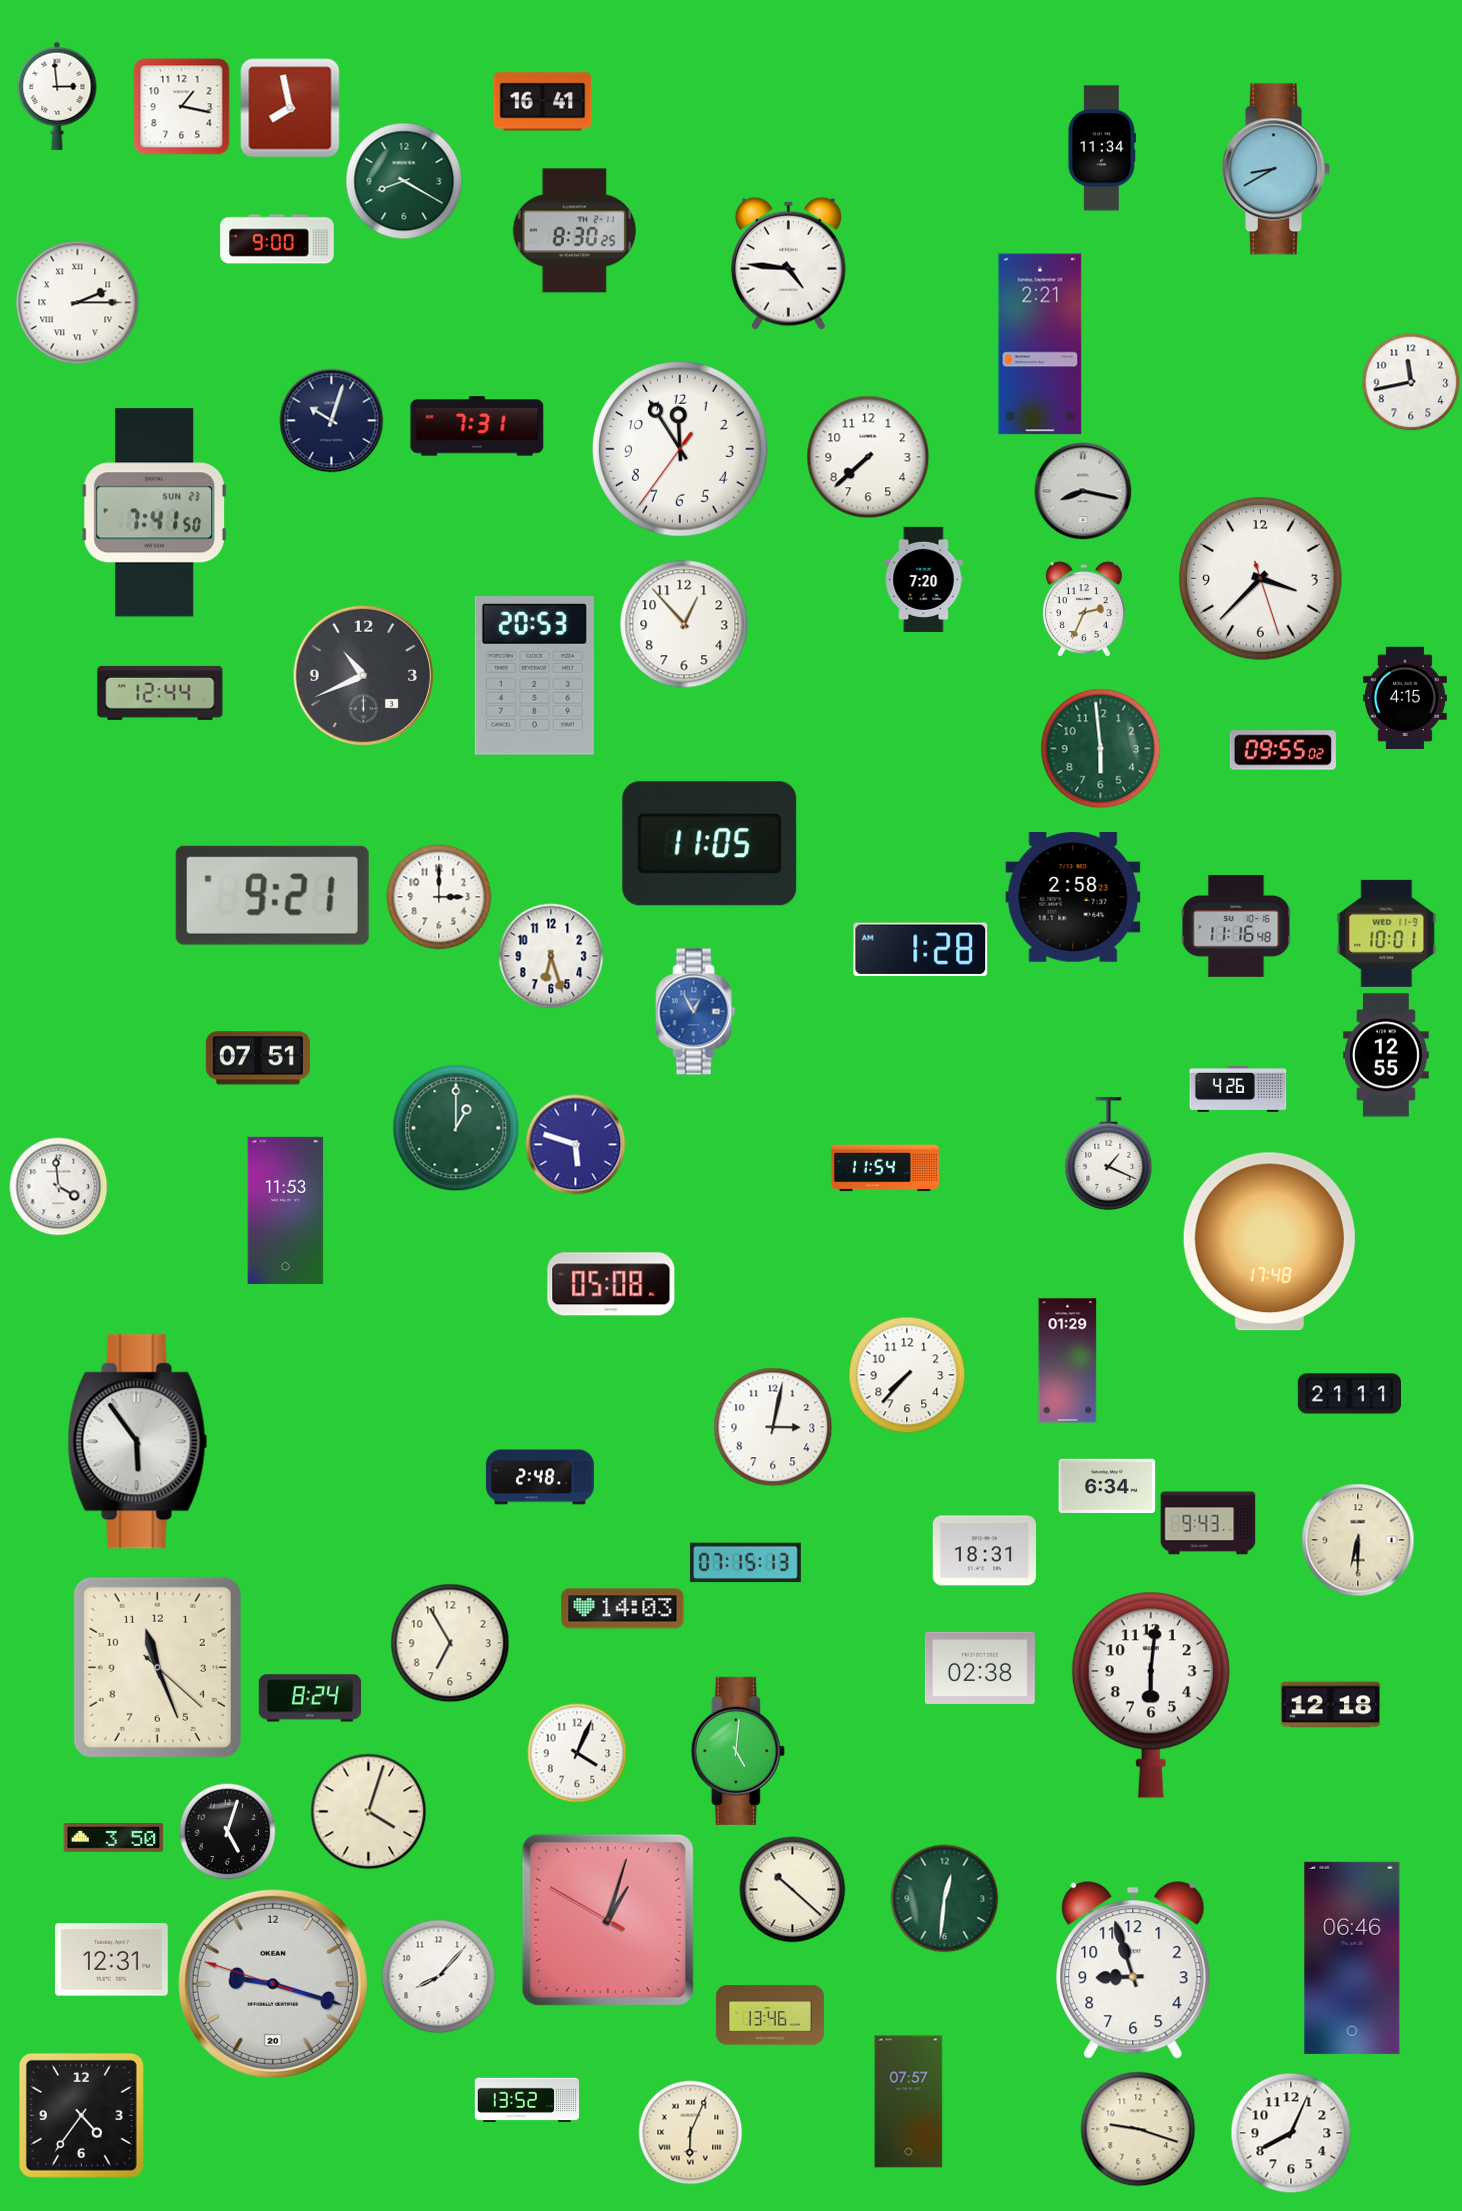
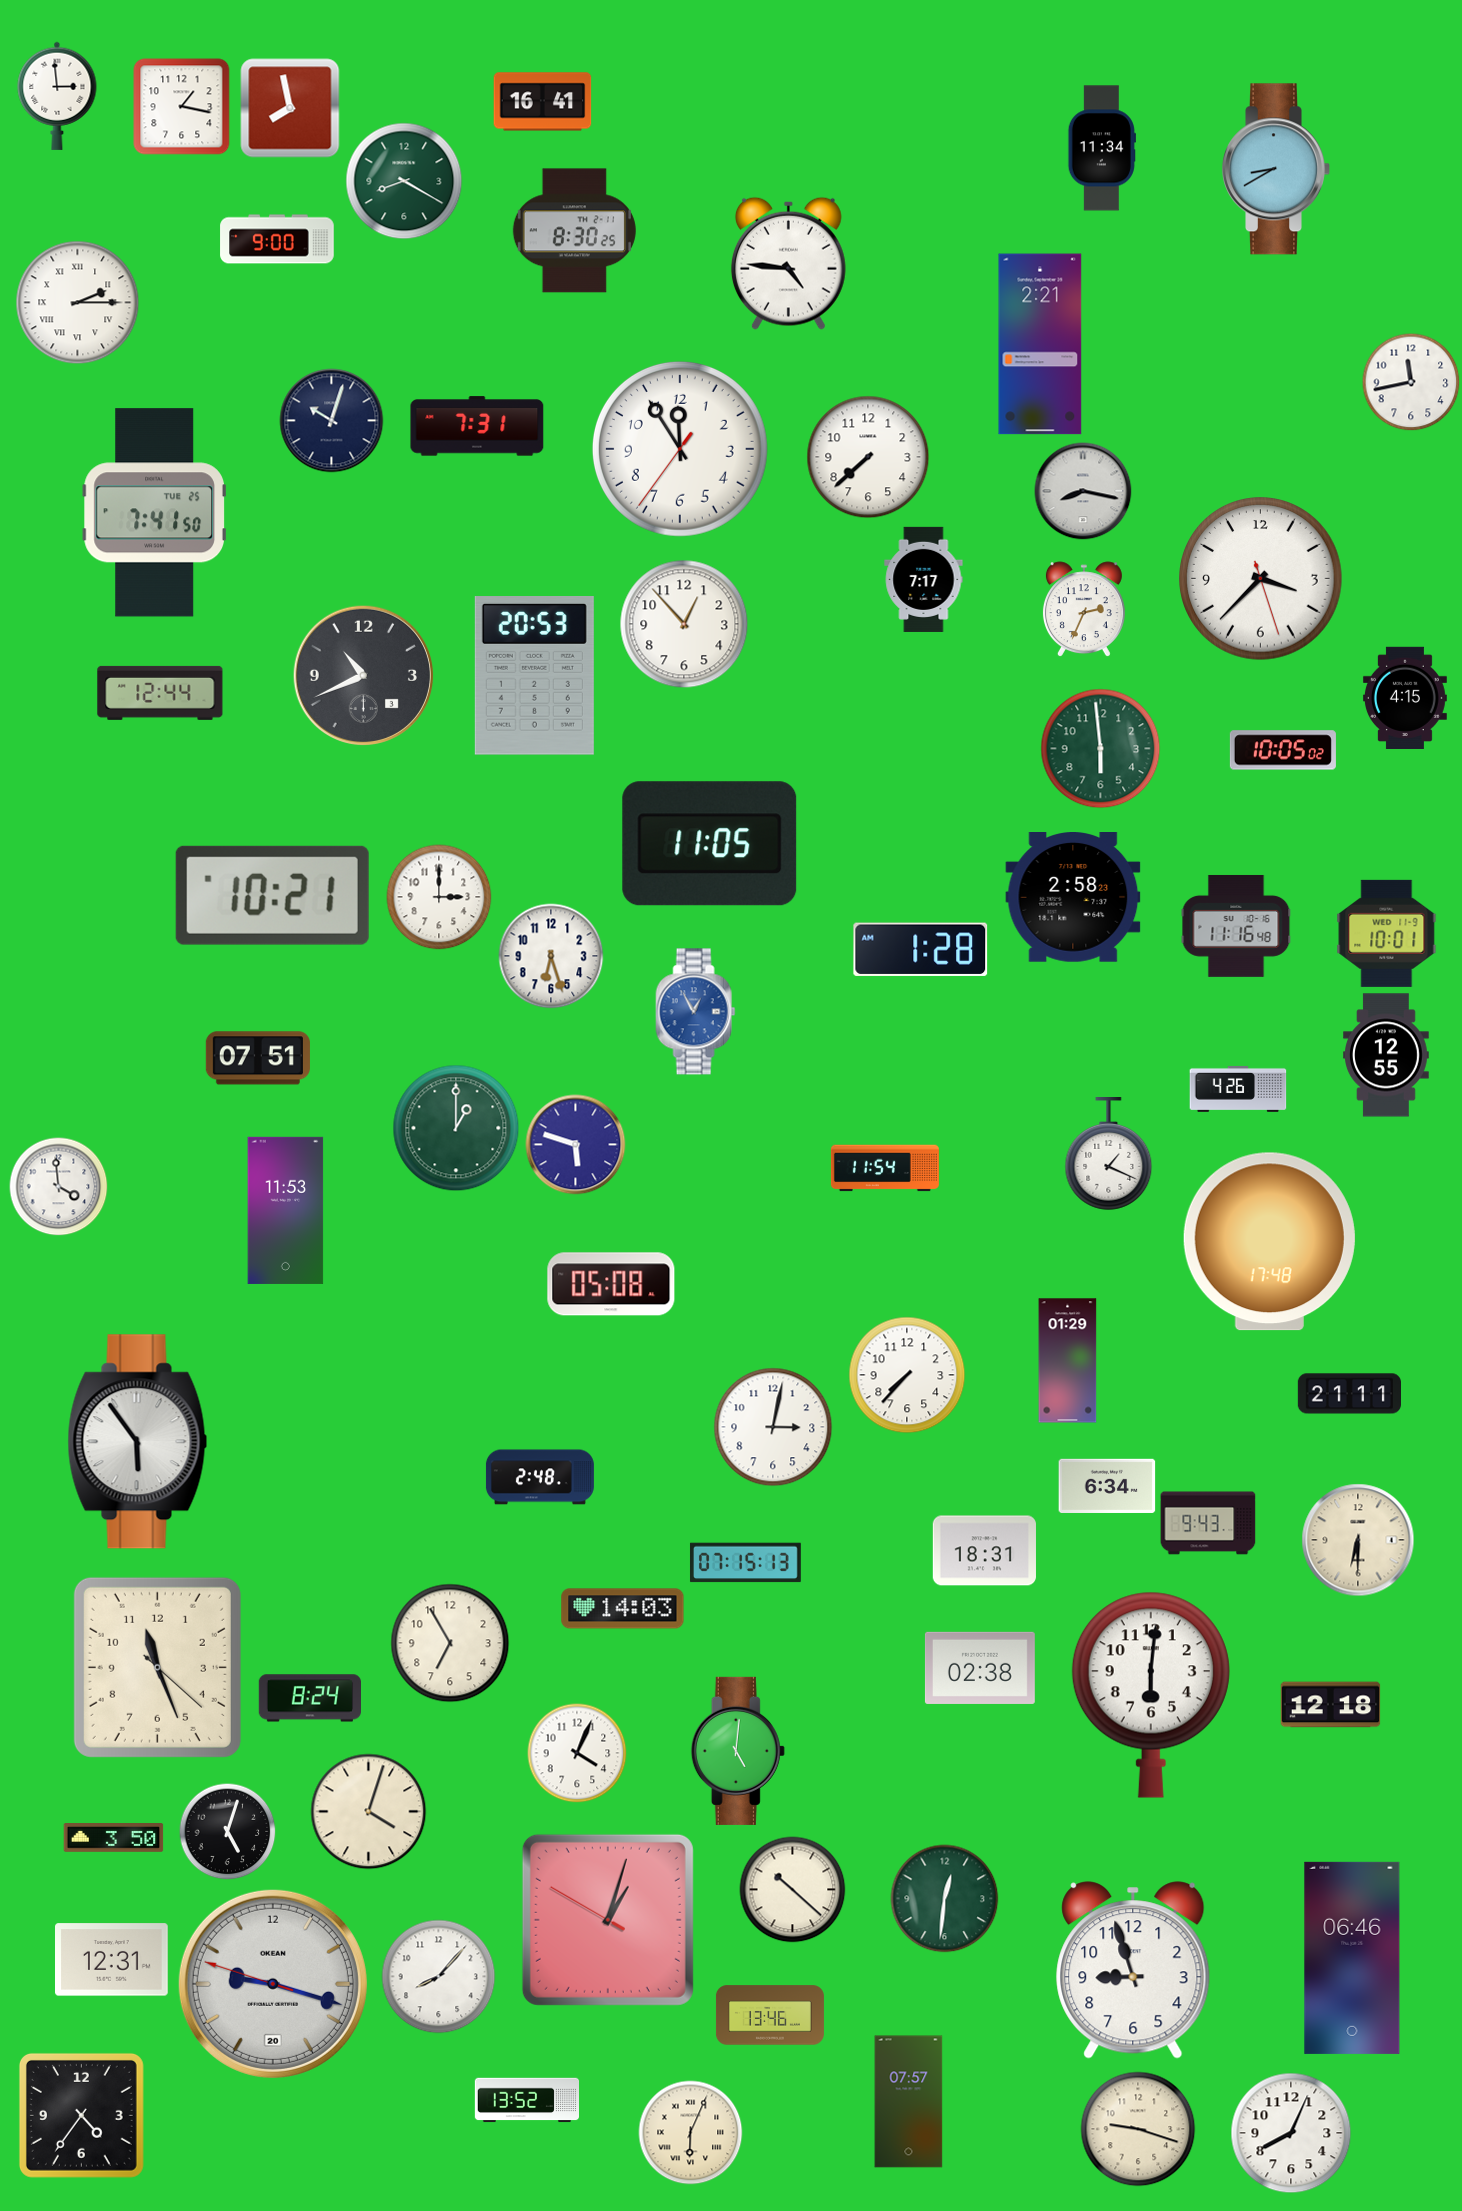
clock at (154, 513) date: SUN 23 -> TUE 25
clock at (924, 579): 7:20 -> 7:17
clock at (1283, 750): 09:55 -> 10:05
clock at (272, 895): 9:21 -> 10:21
